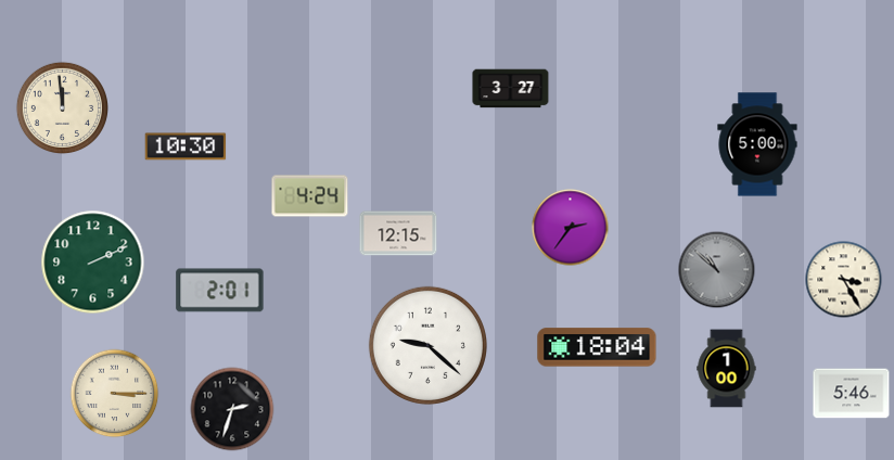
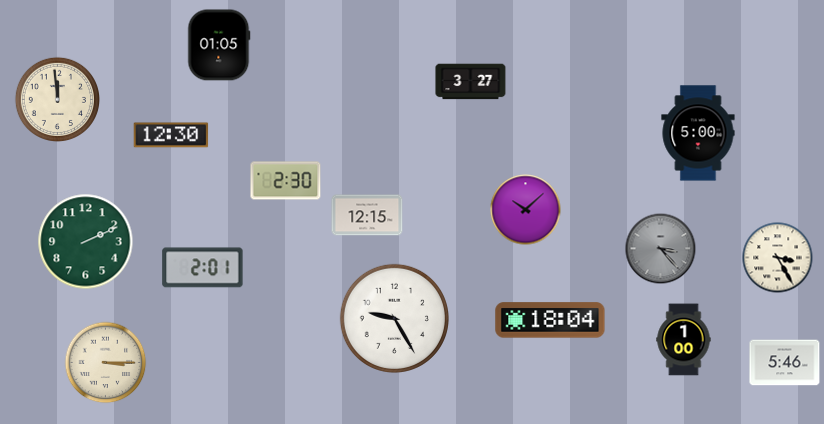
clock at (219, 45): none -> 01:05
clock at (186, 146): 10:30 -> 12:30
clock at (310, 196): 4:24 -> 2:30
clock at (571, 228): 2:36 -> 10:08
clock at (717, 270): 10:52 -> 3:23
clock at (427, 345): 9:22 -> 9:25
clock at (727, 369) position: (727, 369) -> (684, 340)
clock at (232, 409): 2:33 -> none
